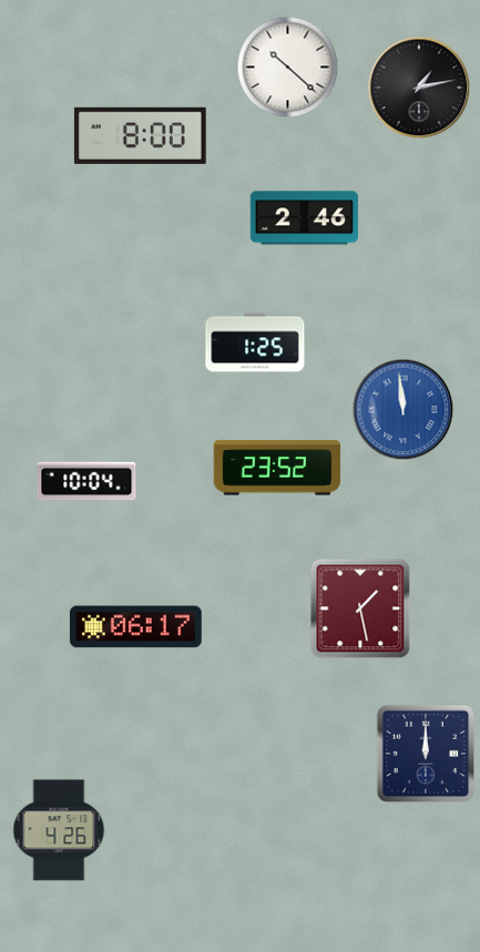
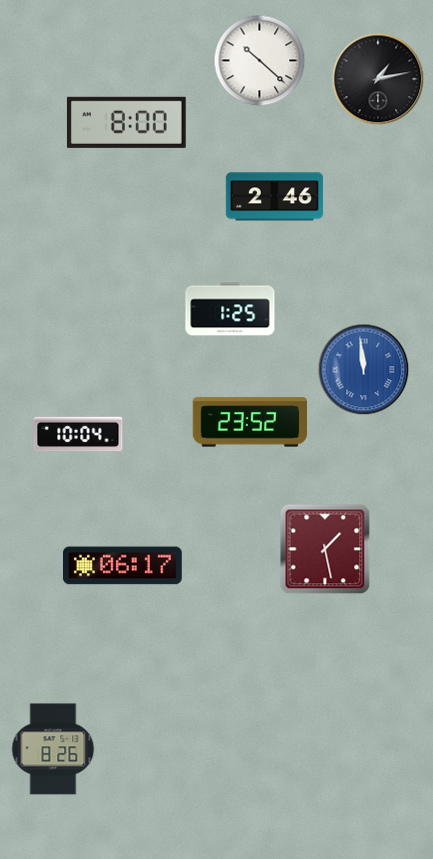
clock at (426, 754): 12:00 -> none
clock at (59, 830): 4:26 -> 8:26
